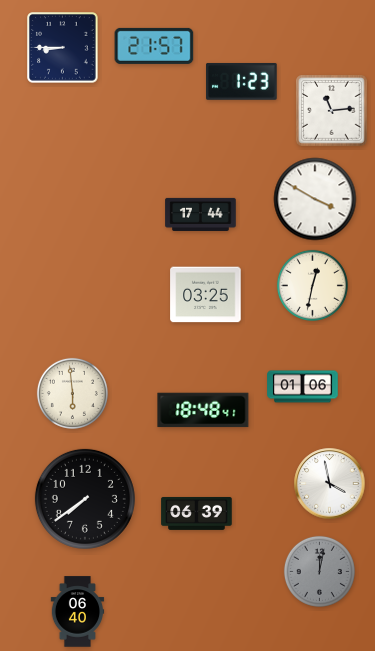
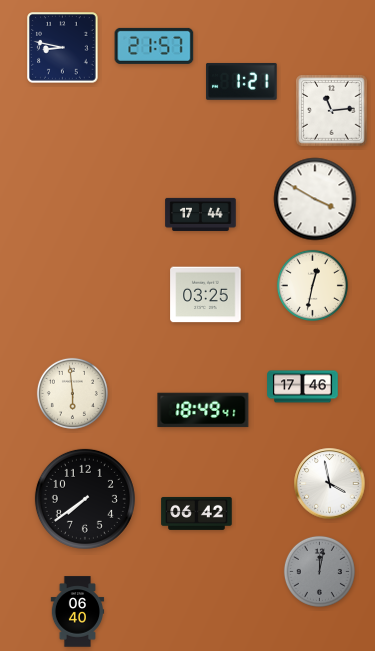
clock at (63, 48): 8:45 -> 8:47
clock at (242, 81): 1:23 -> 1:21
clock at (303, 387): 01:06 -> 17:46
clock at (203, 410): 18:48 -> 18:49
clock at (197, 513): 06:39 -> 06:42
